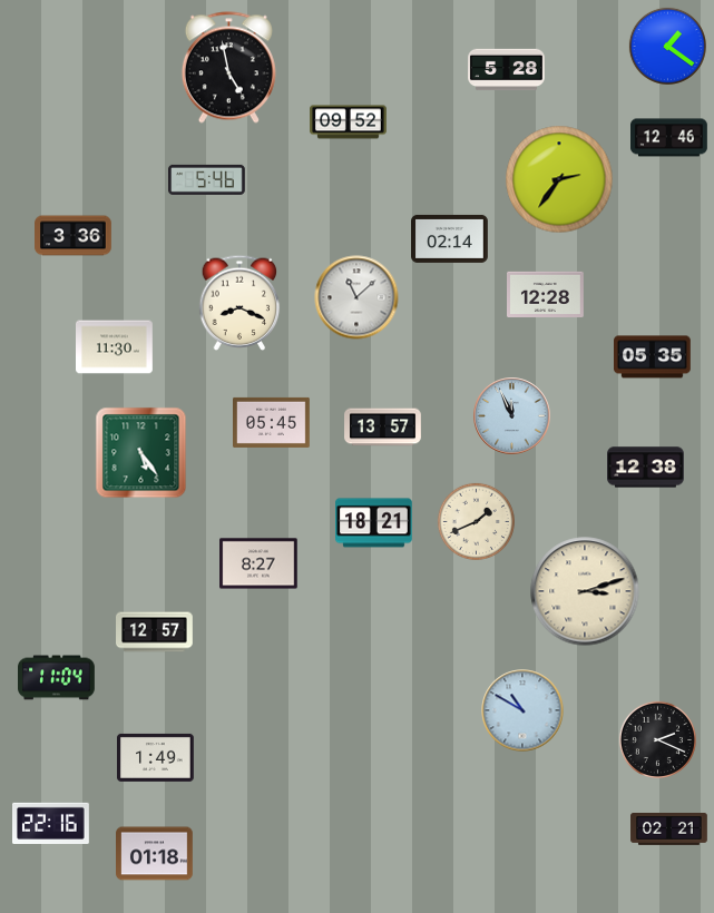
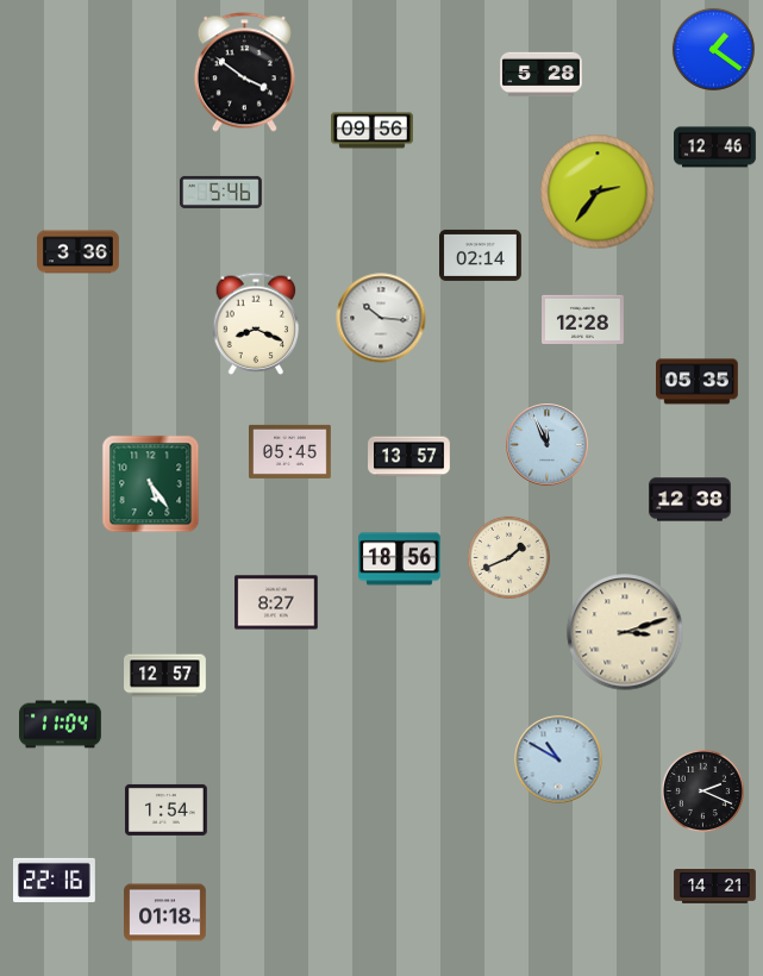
clock at (228, 68): 4:58 -> 3:51
clock at (349, 122): 09:52 -> 09:56
clock at (546, 294) position: (546, 294) -> (583, 319)
clock at (356, 297): 11:08 -> 10:16
clock at (115, 347): 11:30 -> none
clock at (374, 523): 18:21 -> 18:56
clock at (156, 757): 1:49 -> 1:54
clock at (669, 829): 02:21 -> 14:21
